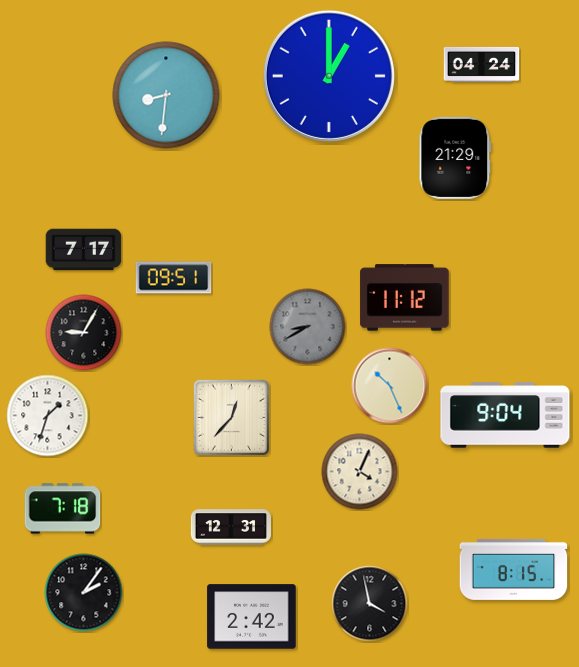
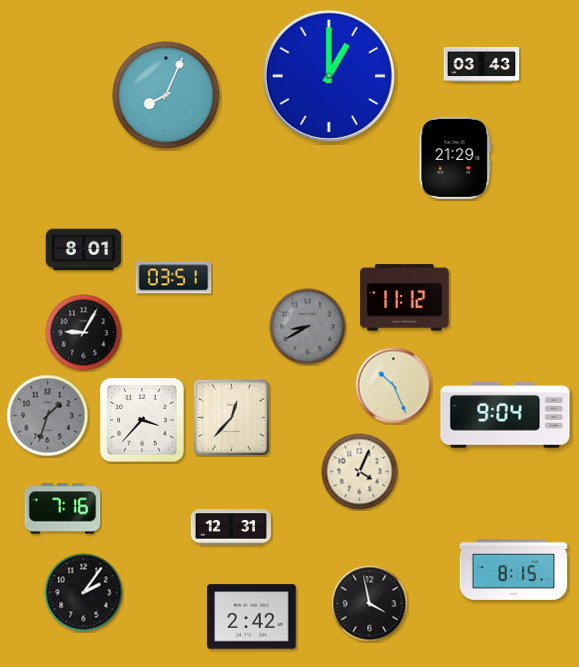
clock at (482, 64): 04:24 -> 03:43
clock at (166, 95): 8:31 -> 8:04
clock at (84, 250): 7:17 -> 8:01
clock at (174, 278): 09:51 -> 03:51
clock at (390, 386) position: (390, 386) -> (394, 386)
clock at (48, 416) dial: white -> grey
clock at (142, 420): none -> 3:37
clock at (63, 509): 7:18 -> 7:16
